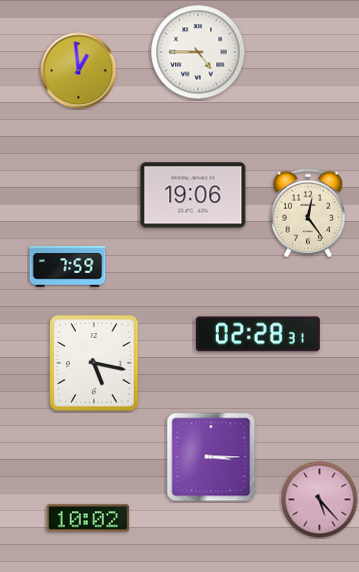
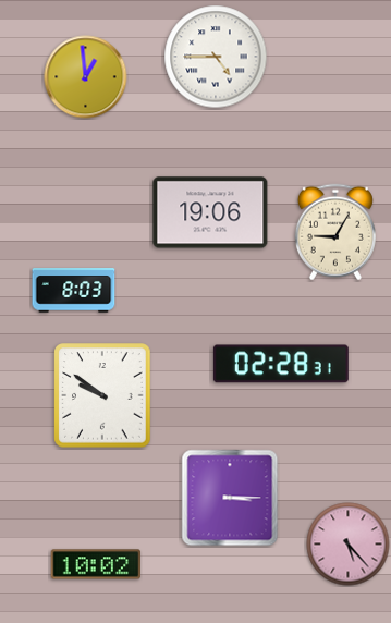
clock at (308, 213): 12:24 -> 9:05
clock at (68, 267): 7:59 -> 8:03
clock at (94, 363): 5:17 -> 9:51
